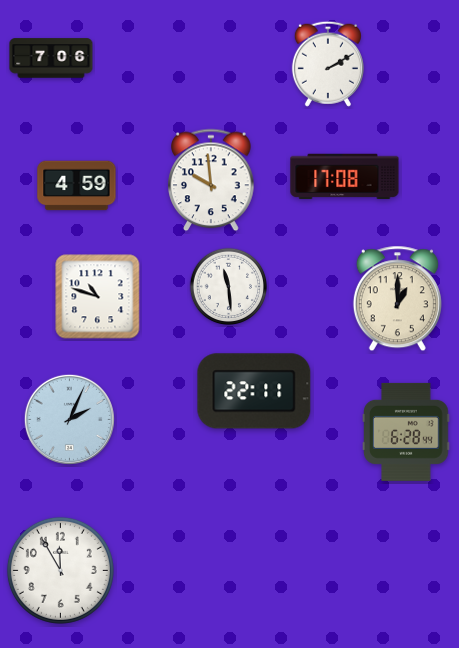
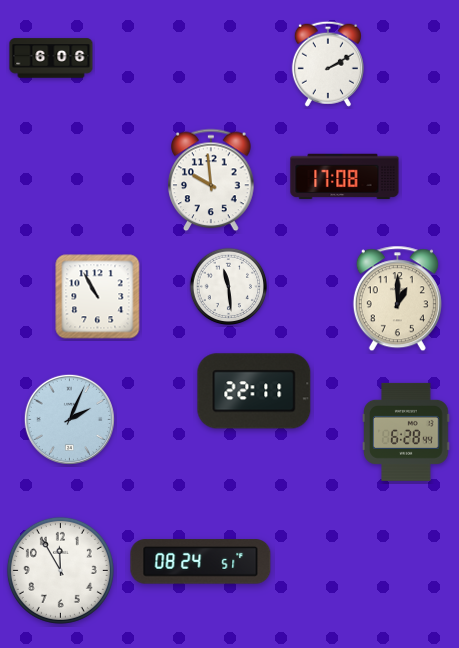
clock at (51, 58): 7:06 -> 6:06
clock at (77, 186): 4:59 -> none
clock at (98, 297): 10:48 -> 10:55
clock at (201, 562): none -> 08:24
